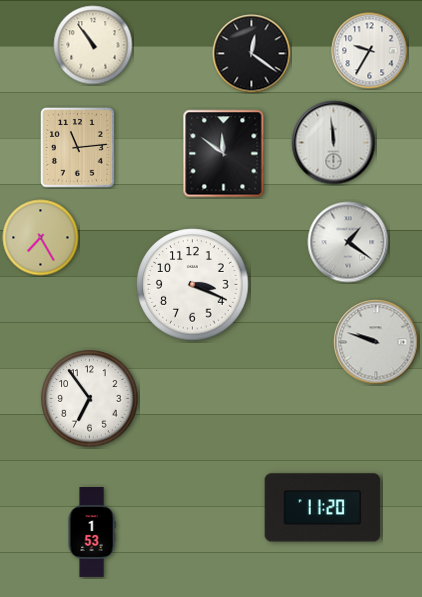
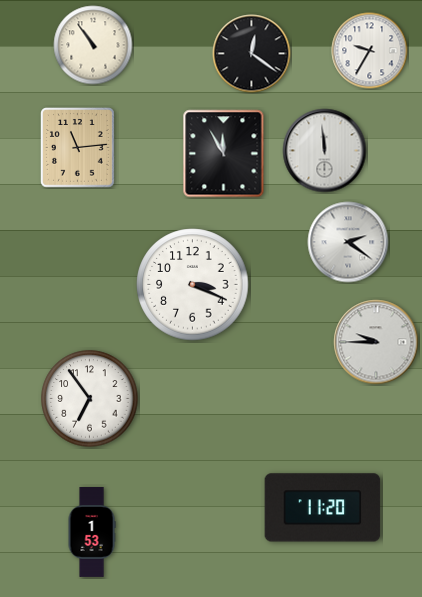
clock at (334, 143) position: (334, 143) -> (325, 151)
clock at (224, 154): 11:51 -> 11:55
clock at (41, 238): 7:25 -> none
clock at (348, 242): 1:21 -> 2:21
clock at (376, 342): 9:48 -> 9:45
